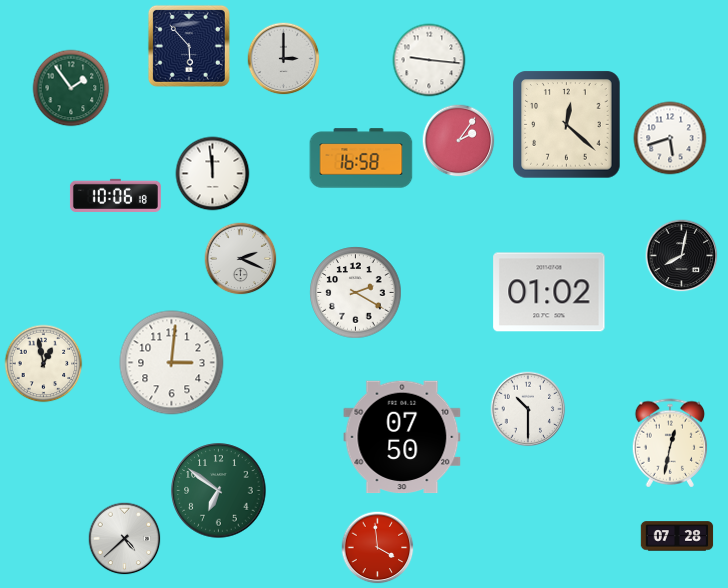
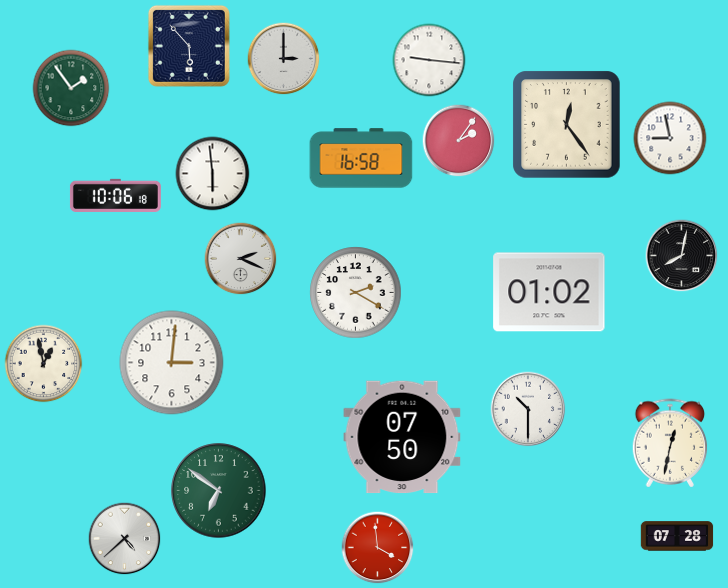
clock at (567, 125): 12:22 -> 12:24
clock at (670, 138): 5:42 -> 8:58
clock at (213, 174): 11:59 -> 5:59
